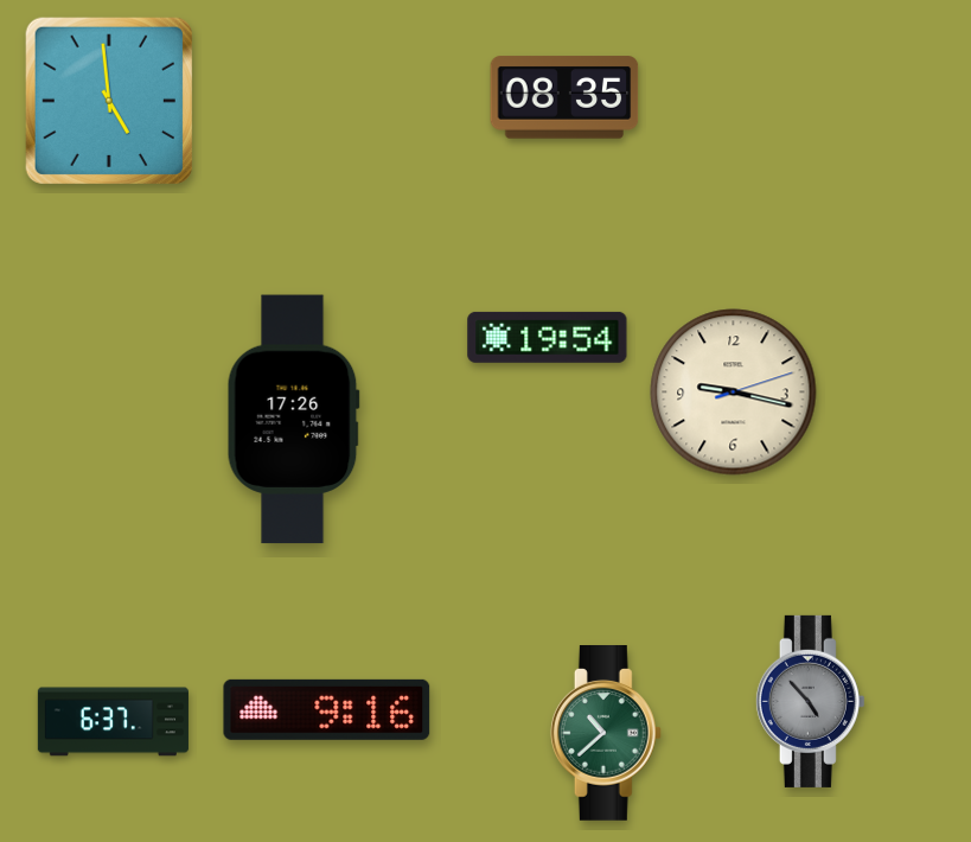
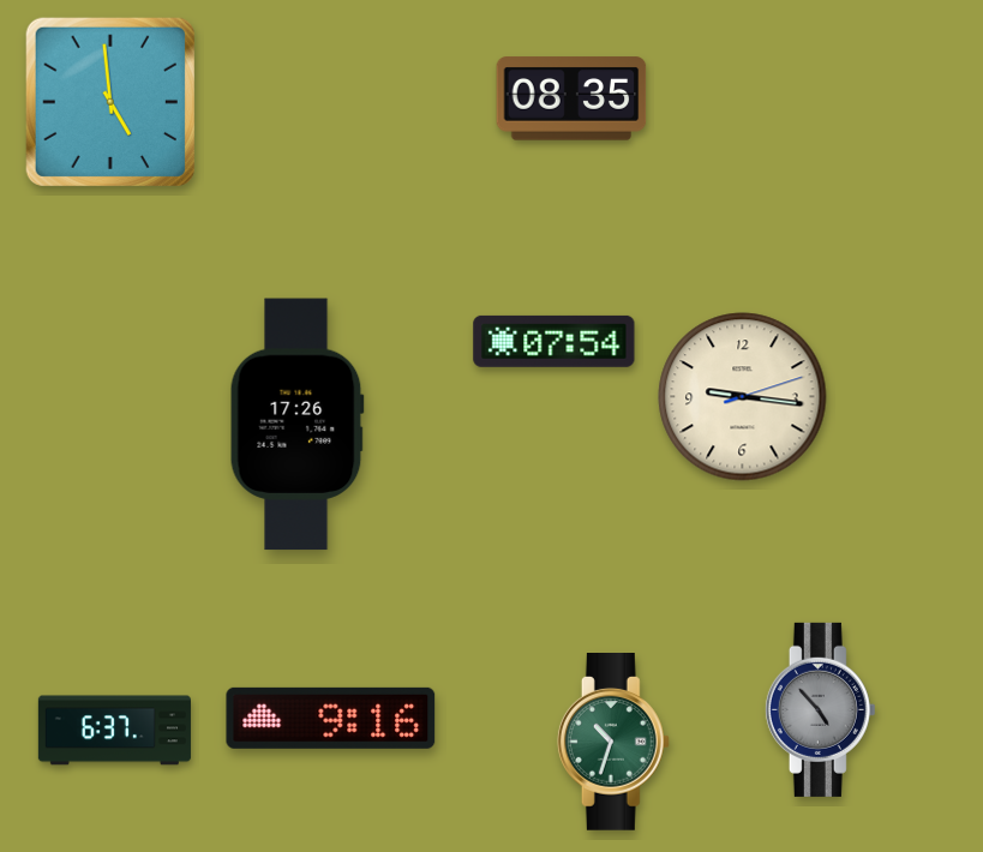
clock at (548, 337): 19:54 -> 07:54
clock at (734, 393): 9:17 -> 9:16
clock at (606, 734): 10:38 -> 10:33
